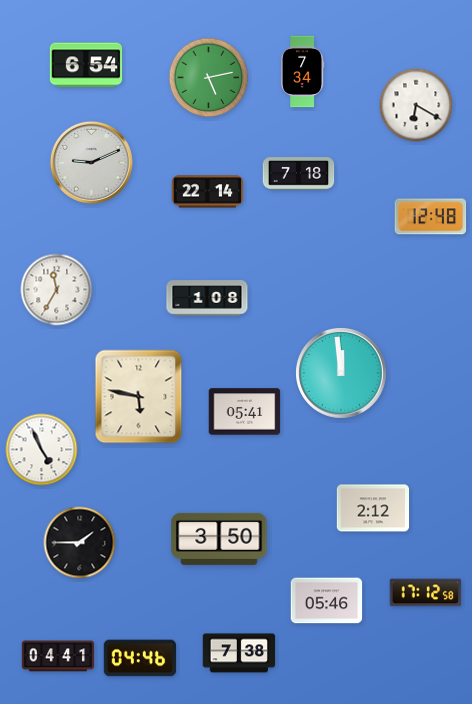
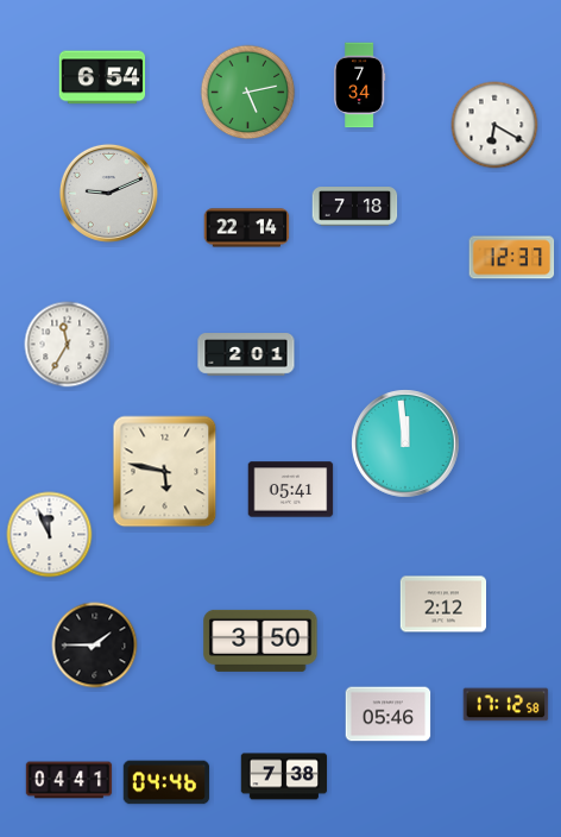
clock at (431, 217): 12:48 -> 12:37
clock at (207, 298): 1:08 -> 2:01
clock at (42, 450): 4:56 -> 11:56
